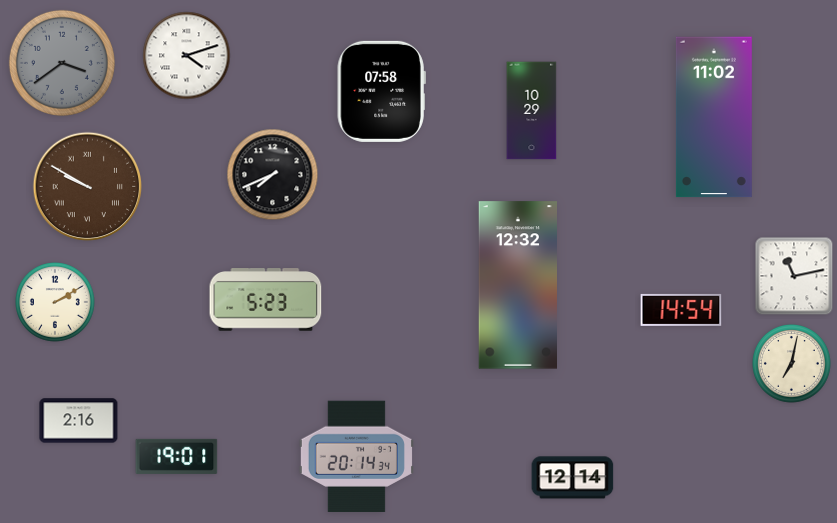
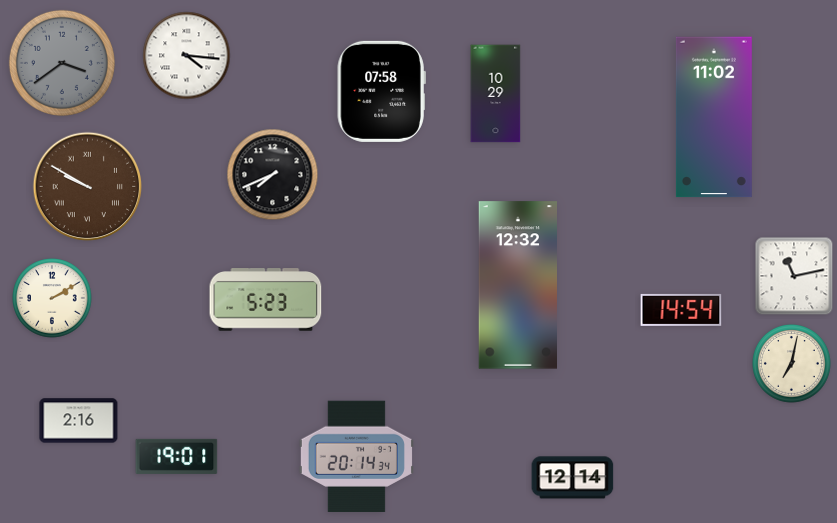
clock at (187, 56): 4:12 -> 4:16
clock at (532, 111) position: (532, 111) -> (496, 94)
clock at (55, 302) position: (55, 302) -> (52, 298)
